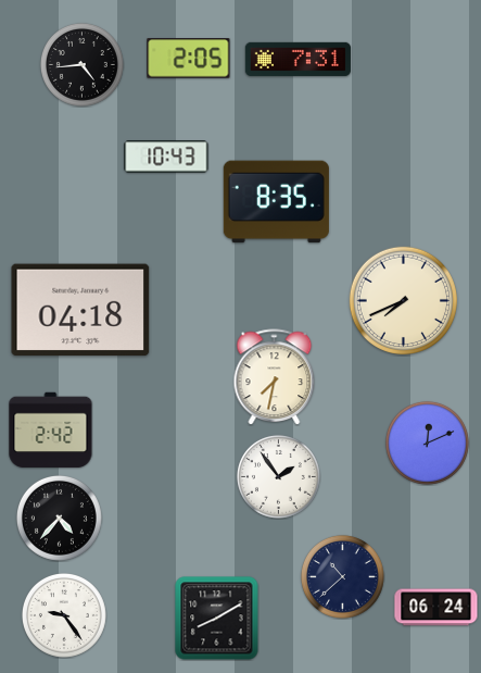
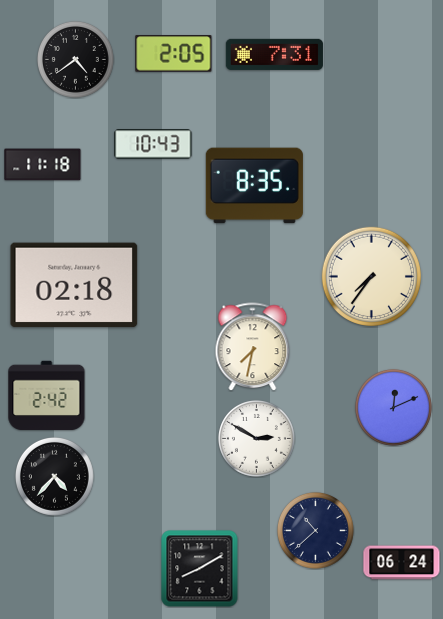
clock at (81, 64): 4:44 -> 4:39
clock at (43, 165): none -> 11:18
clock at (403, 300): 7:41 -> 7:36
clock at (80, 310): 04:18 -> 02:18
clock at (278, 476): 1:54 -> 2:50
clock at (436, 608) position: (436, 608) -> (402, 563)
clock at (64, 615): 9:24 -> none
